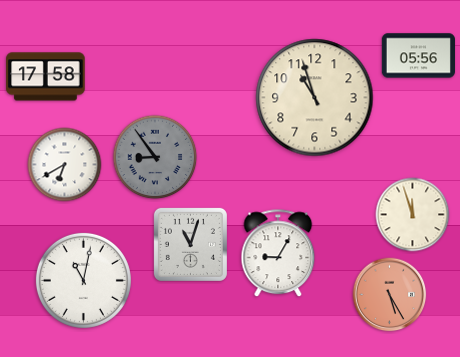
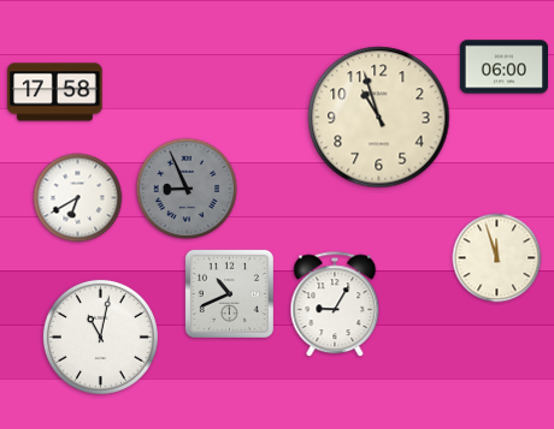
clock at (418, 56): 05:56 -> 06:00
clock at (155, 157): 8:54 -> 8:56
clock at (190, 244): 11:03 -> 10:41
clock at (390, 295): 5:25 -> none
